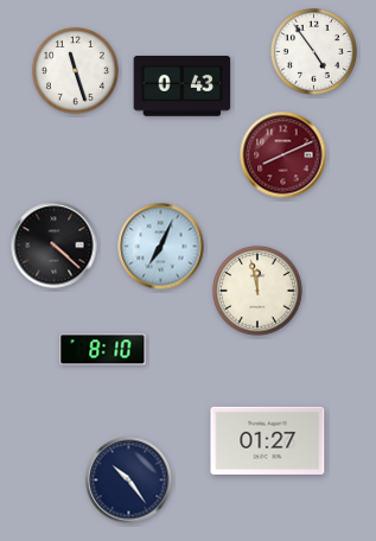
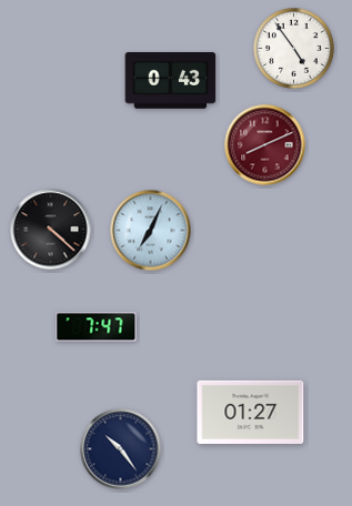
clock at (76, 71): 11:27 -> none
clock at (257, 291): 11:58 -> none
clock at (103, 350): 8:10 -> 7:47
